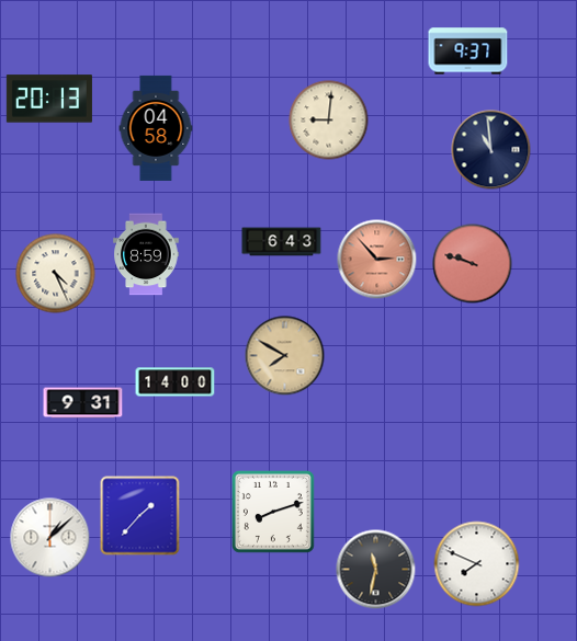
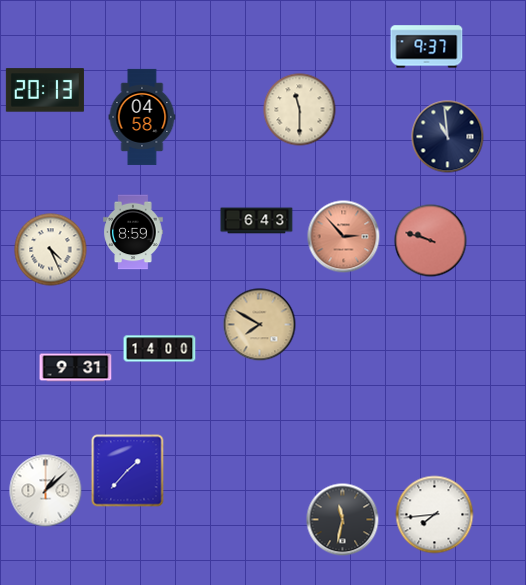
clock at (329, 121): 9:01 -> 11:30
clock at (273, 512): 8:12 -> none
clock at (477, 564): 7:49 -> 7:44
